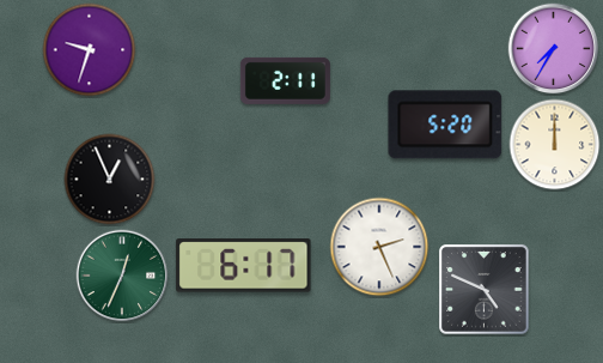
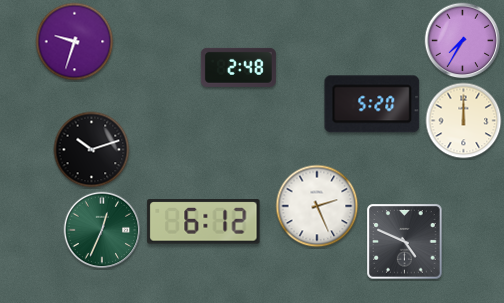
clock at (285, 80): 2:11 -> 2:48
clock at (110, 180): 12:56 -> 10:12
clock at (244, 266): 6:17 -> 6:12
